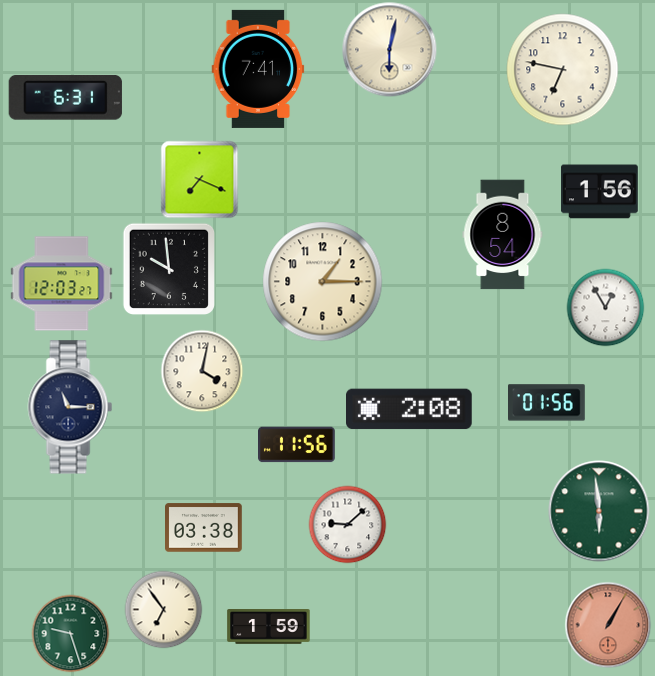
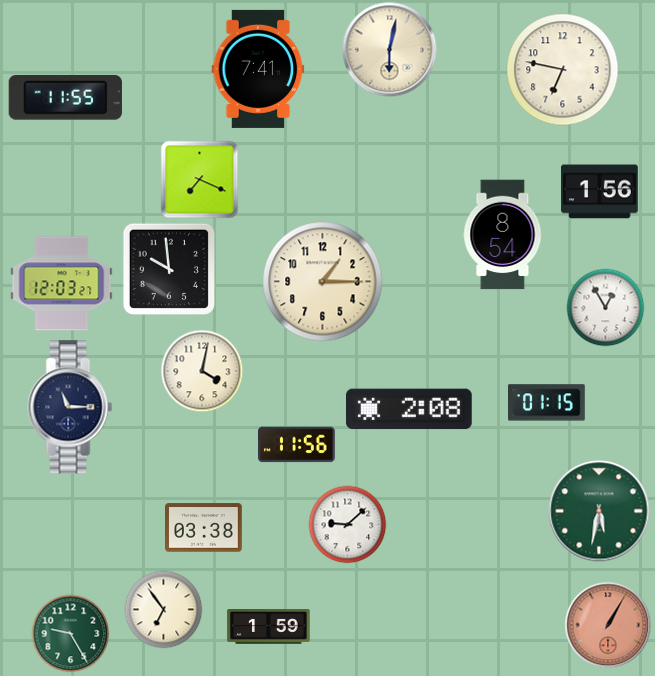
clock at (65, 97): 6:31 -> 11:55
clock at (547, 403): 01:56 -> 01:15
clock at (599, 511): 5:59 -> 5:32
clock at (70, 633): 9:27 -> 9:25
